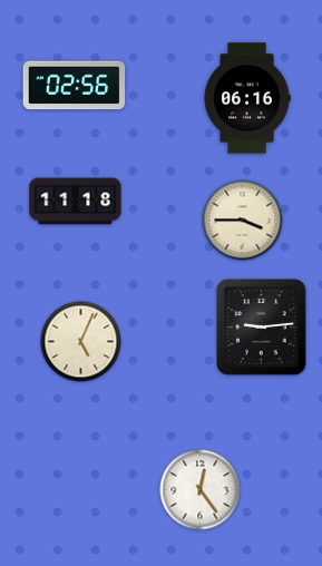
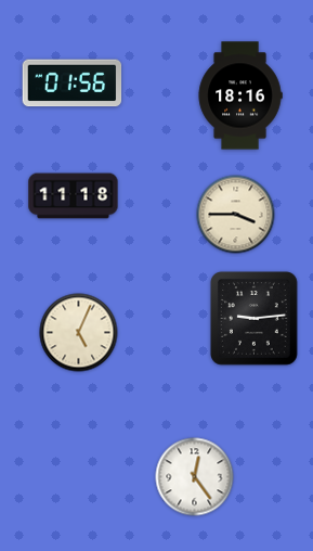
clock at (75, 86): 02:56 -> 01:56
clock at (247, 98): 06:16 -> 18:16
